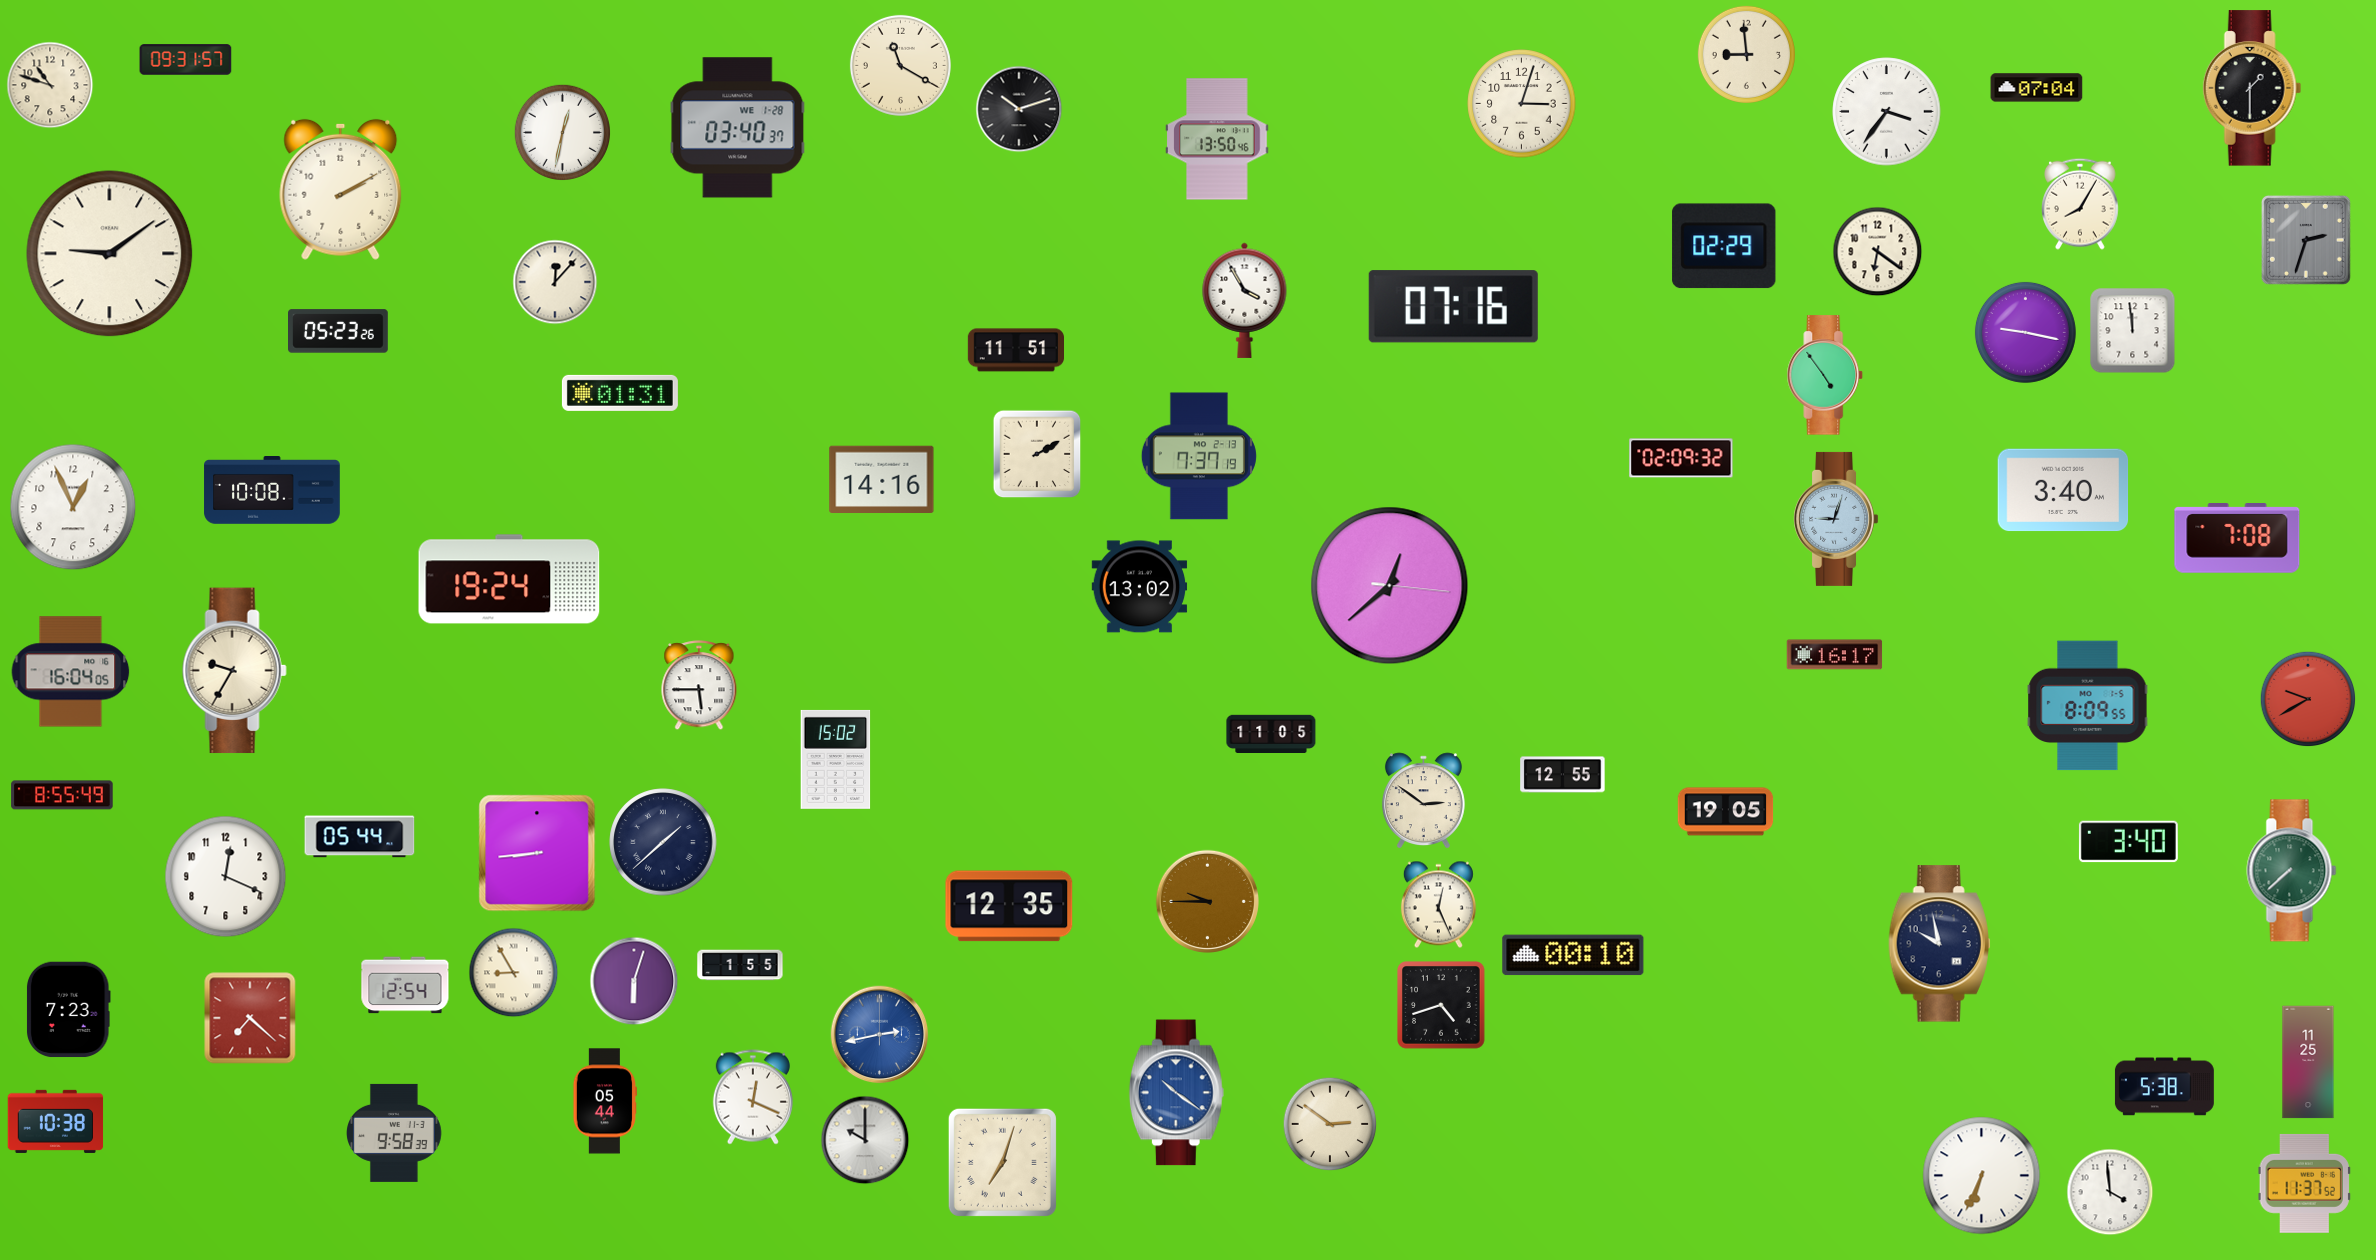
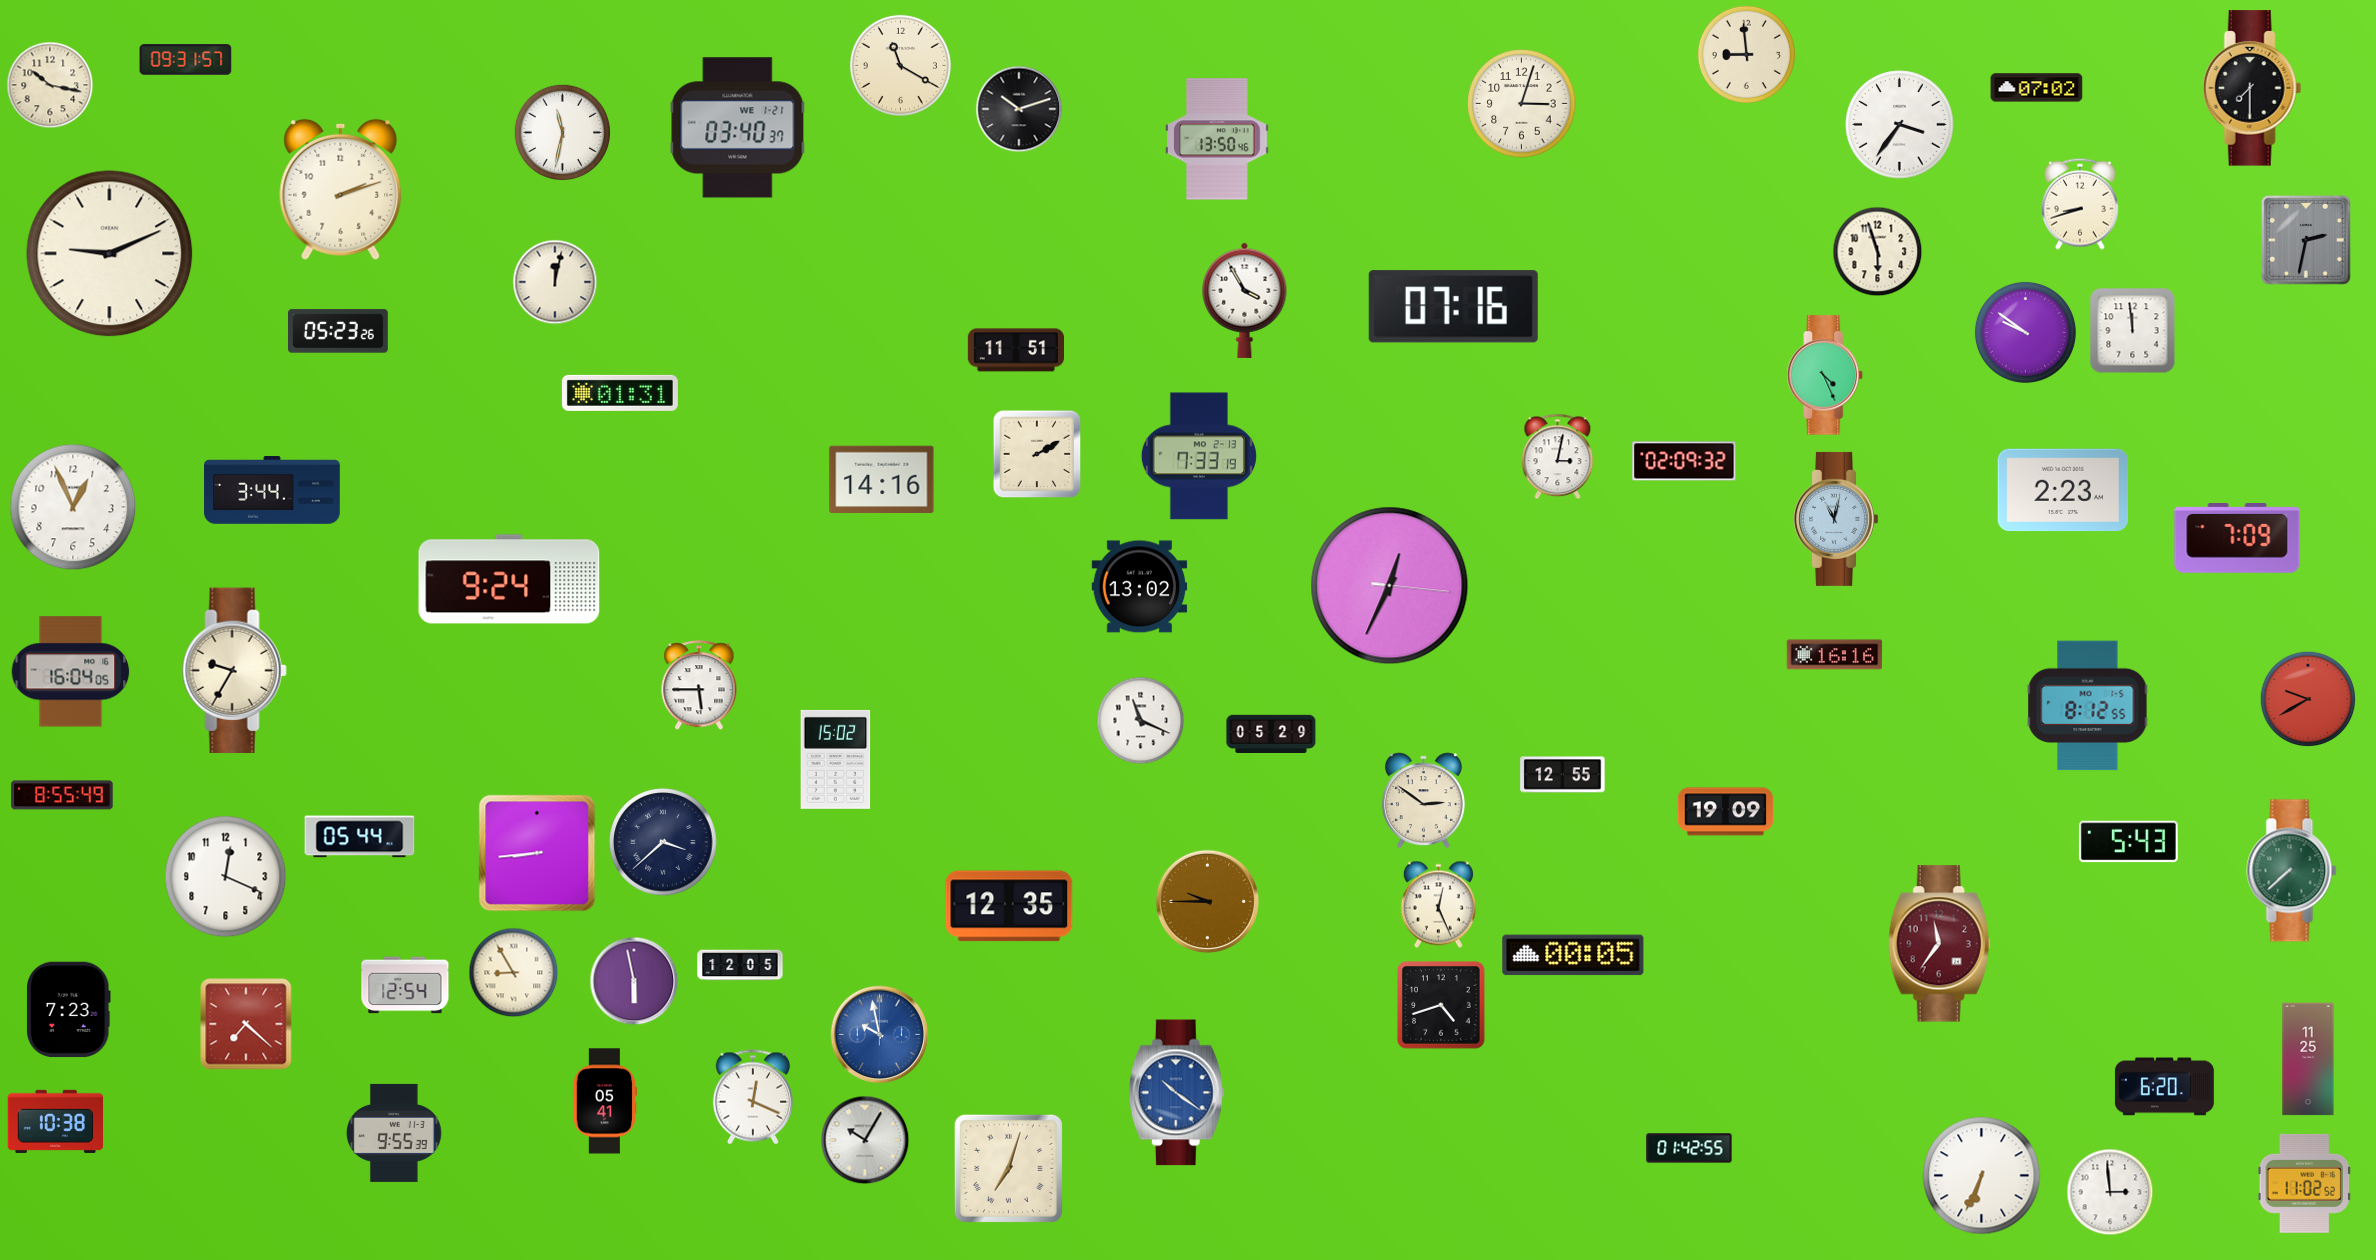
clock at (50, 85): 10:48 -> 10:17
clock at (2037, 88): 07:04 -> 07:02
clock at (2252, 88): 1:30 -> 7:30
clock at (1887, 112) position: (1887, 112) -> (1900, 125)
clock at (738, 128) date: WE 1-28 -> WE 1-21
clock at (562, 132): 12:32 -> 11:32
clock at (341, 189): 2:10 -> 2:12
clock at (2081, 204): 8:05 -> 8:42
clock at (2306, 240): 2:33 -> 2:32
clock at (1724, 246): 02:29 -> none
clock at (1878, 252): 6:21 -> 5:57
clock at (110, 254): 9:09 -> 9:11
clock at (555, 282): 12:07 -> 12:02
clock at (2025, 332): 9:17 -> 9:51
clock at (1825, 375): 4:54 -> 4:26
clock at (1199, 456): 7:37 -> 7:33
clock at (1558, 457): none -> 3:02
clock at (1681, 458) position: (1681, 458) -> (1684, 461)
clock at (272, 490): 10:08 -> 3:44
clock at (2063, 490): 3:40 -> 2:23
clock at (1836, 519): 9:03 -> 11:02
clock at (2237, 539): 7:08 -> 7:09
clock at (509, 579): 19:24 -> 9:24
clock at (1390, 586): 12:38 -> 12:34
clock at (1835, 655): 16:17 -> 16:16
clock at (2088, 706): 8:09 -> 8:12
clock at (1141, 721): none -> 11:19
clock at (1271, 734): 11:05 -> 05:29
clock at (1726, 812): 19:05 -> 19:09
clock at (663, 842): 1:38 -> 3:38
clock at (2128, 842): 3:40 -> 5:43
clock at (1940, 944): 9:58 -> 11:36
clock at (1940, 944) dial: navy -> burgundy
clock at (1573, 955): 00:10 -> 00:05
clock at (740, 965): 1:55 -> 12:05
clock at (634, 981): 6:03 -> 5:58
clock at (250, 1018) position: (250, 1018) -> (246, 1024)
clock at (880, 1035): 2:43 -> 9:58
clock at (2308, 1062) position: (2308, 1062) -> (2308, 1059)
clock at (2164, 1087): 5:38 -> 6:20
clock at (605, 1101): 05:44 -> 05:41
clock at (1330, 1124): 2:51 -> none
clock at (395, 1133): 9:58 -> 9:55
clock at (865, 1140): 10:00 -> 10:05
clock at (1689, 1148): none -> 01:42
clock at (1002, 1162) position: (1002, 1162) -> (1008, 1168)
clock at (2304, 1183): 11:37 -> 11:02
clock at (2110, 1192): 3:59 -> 2:59
